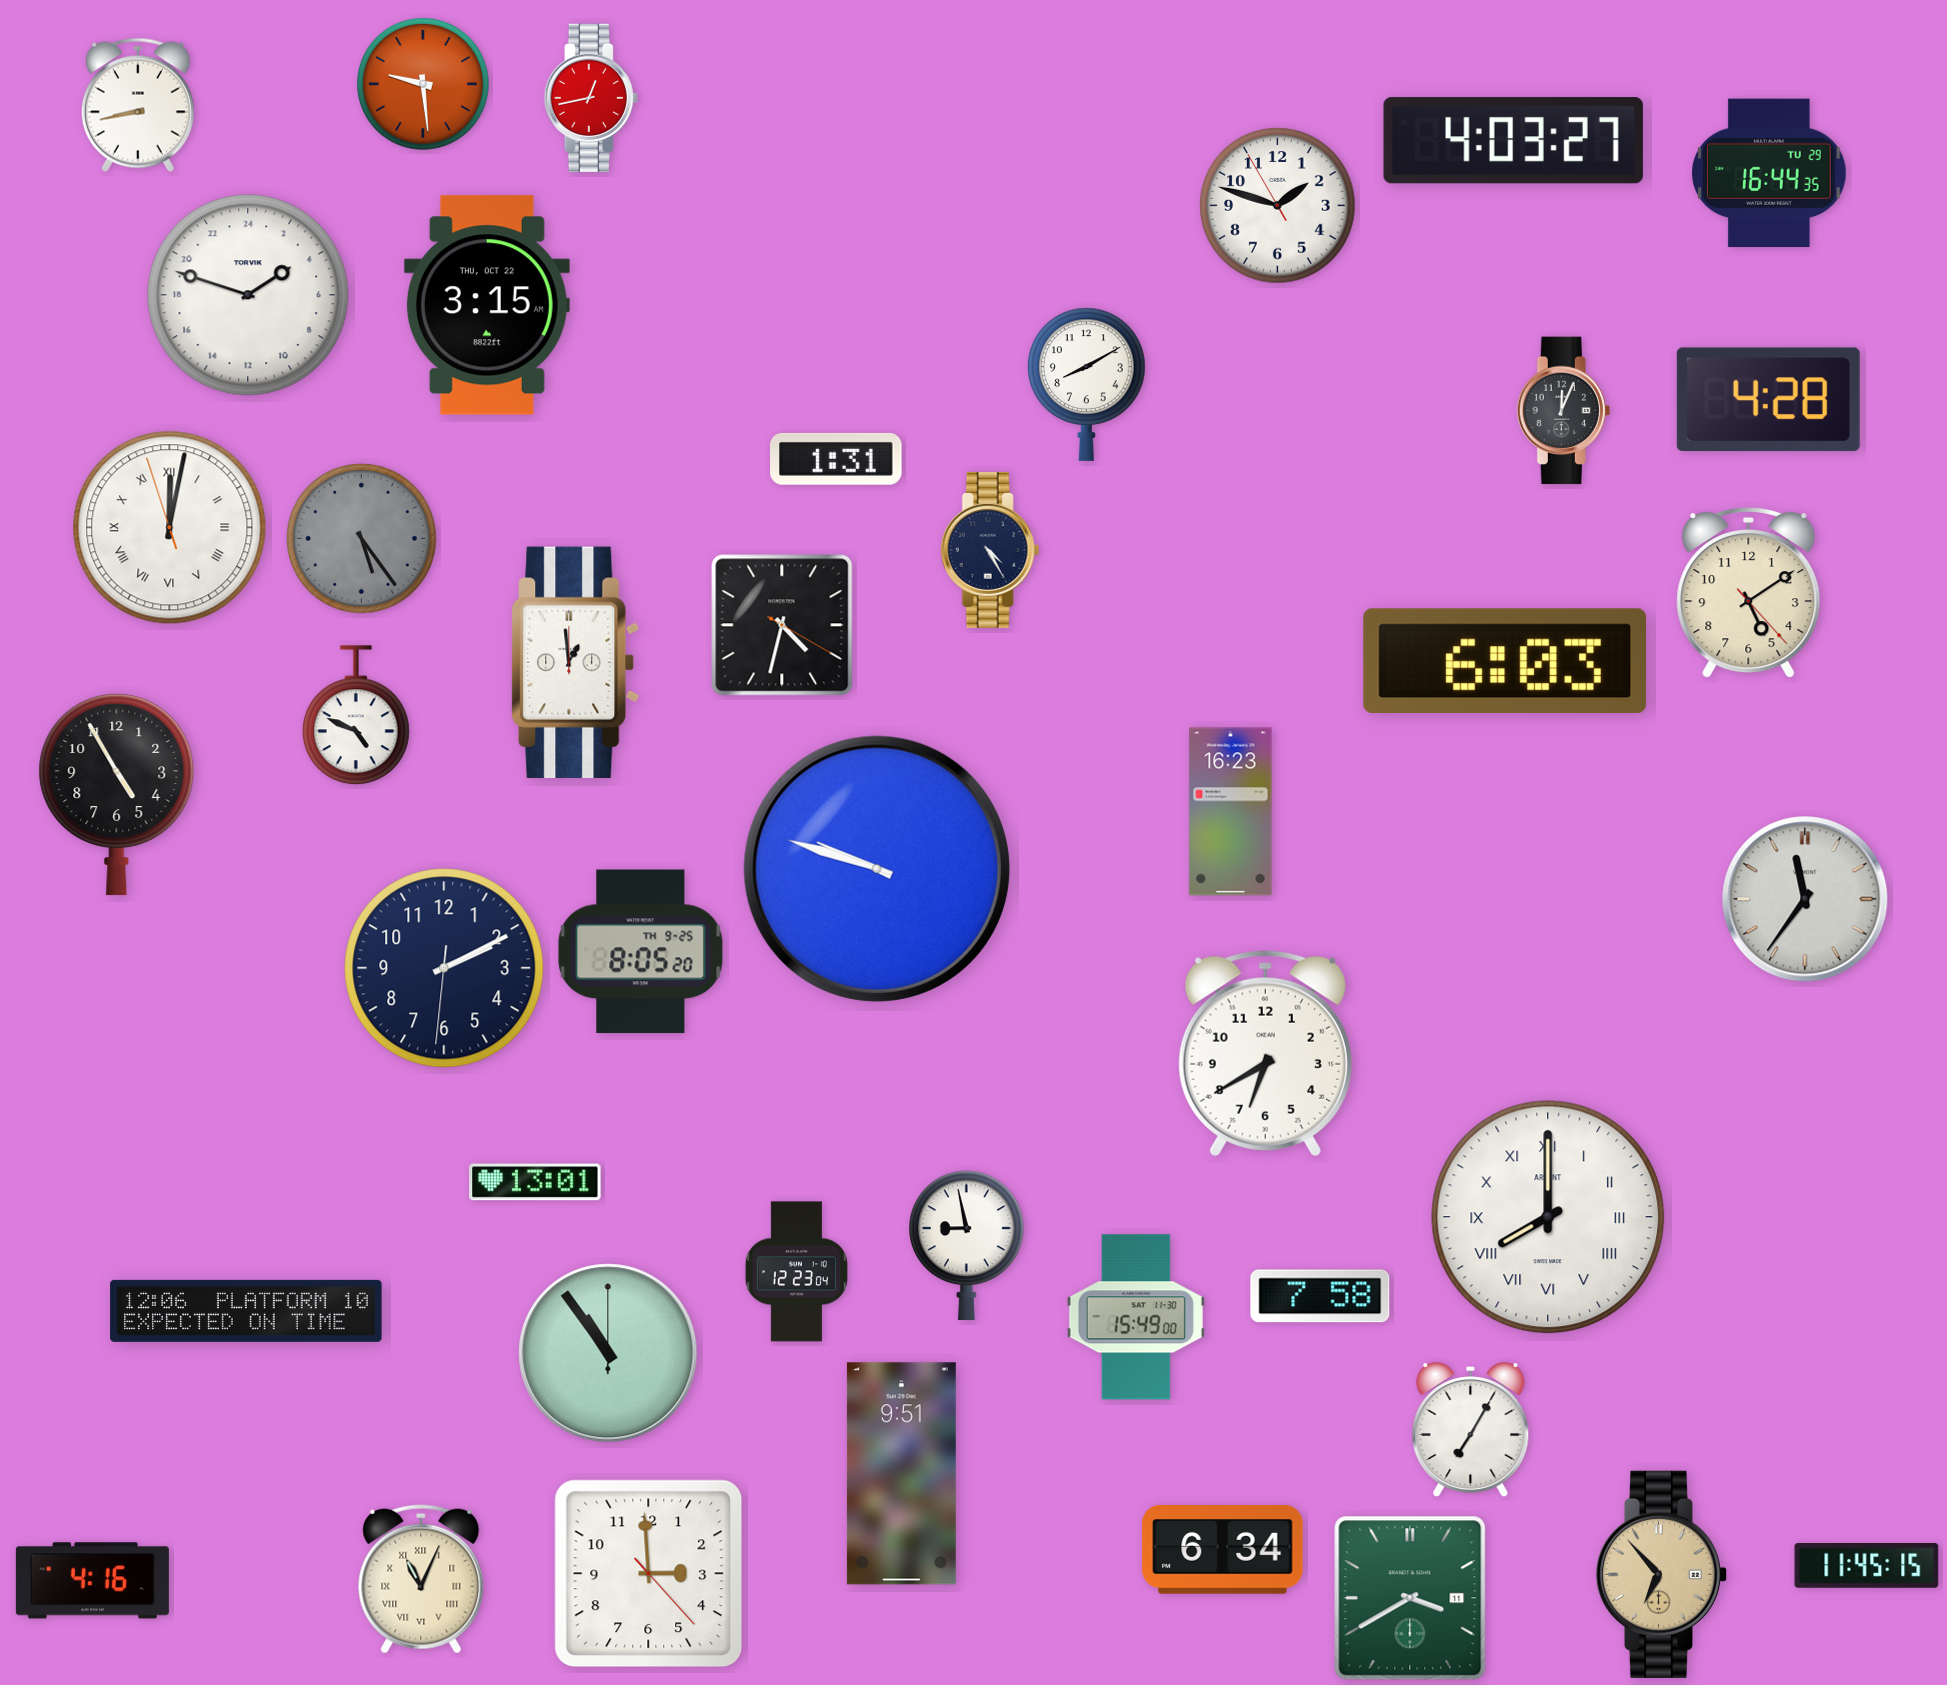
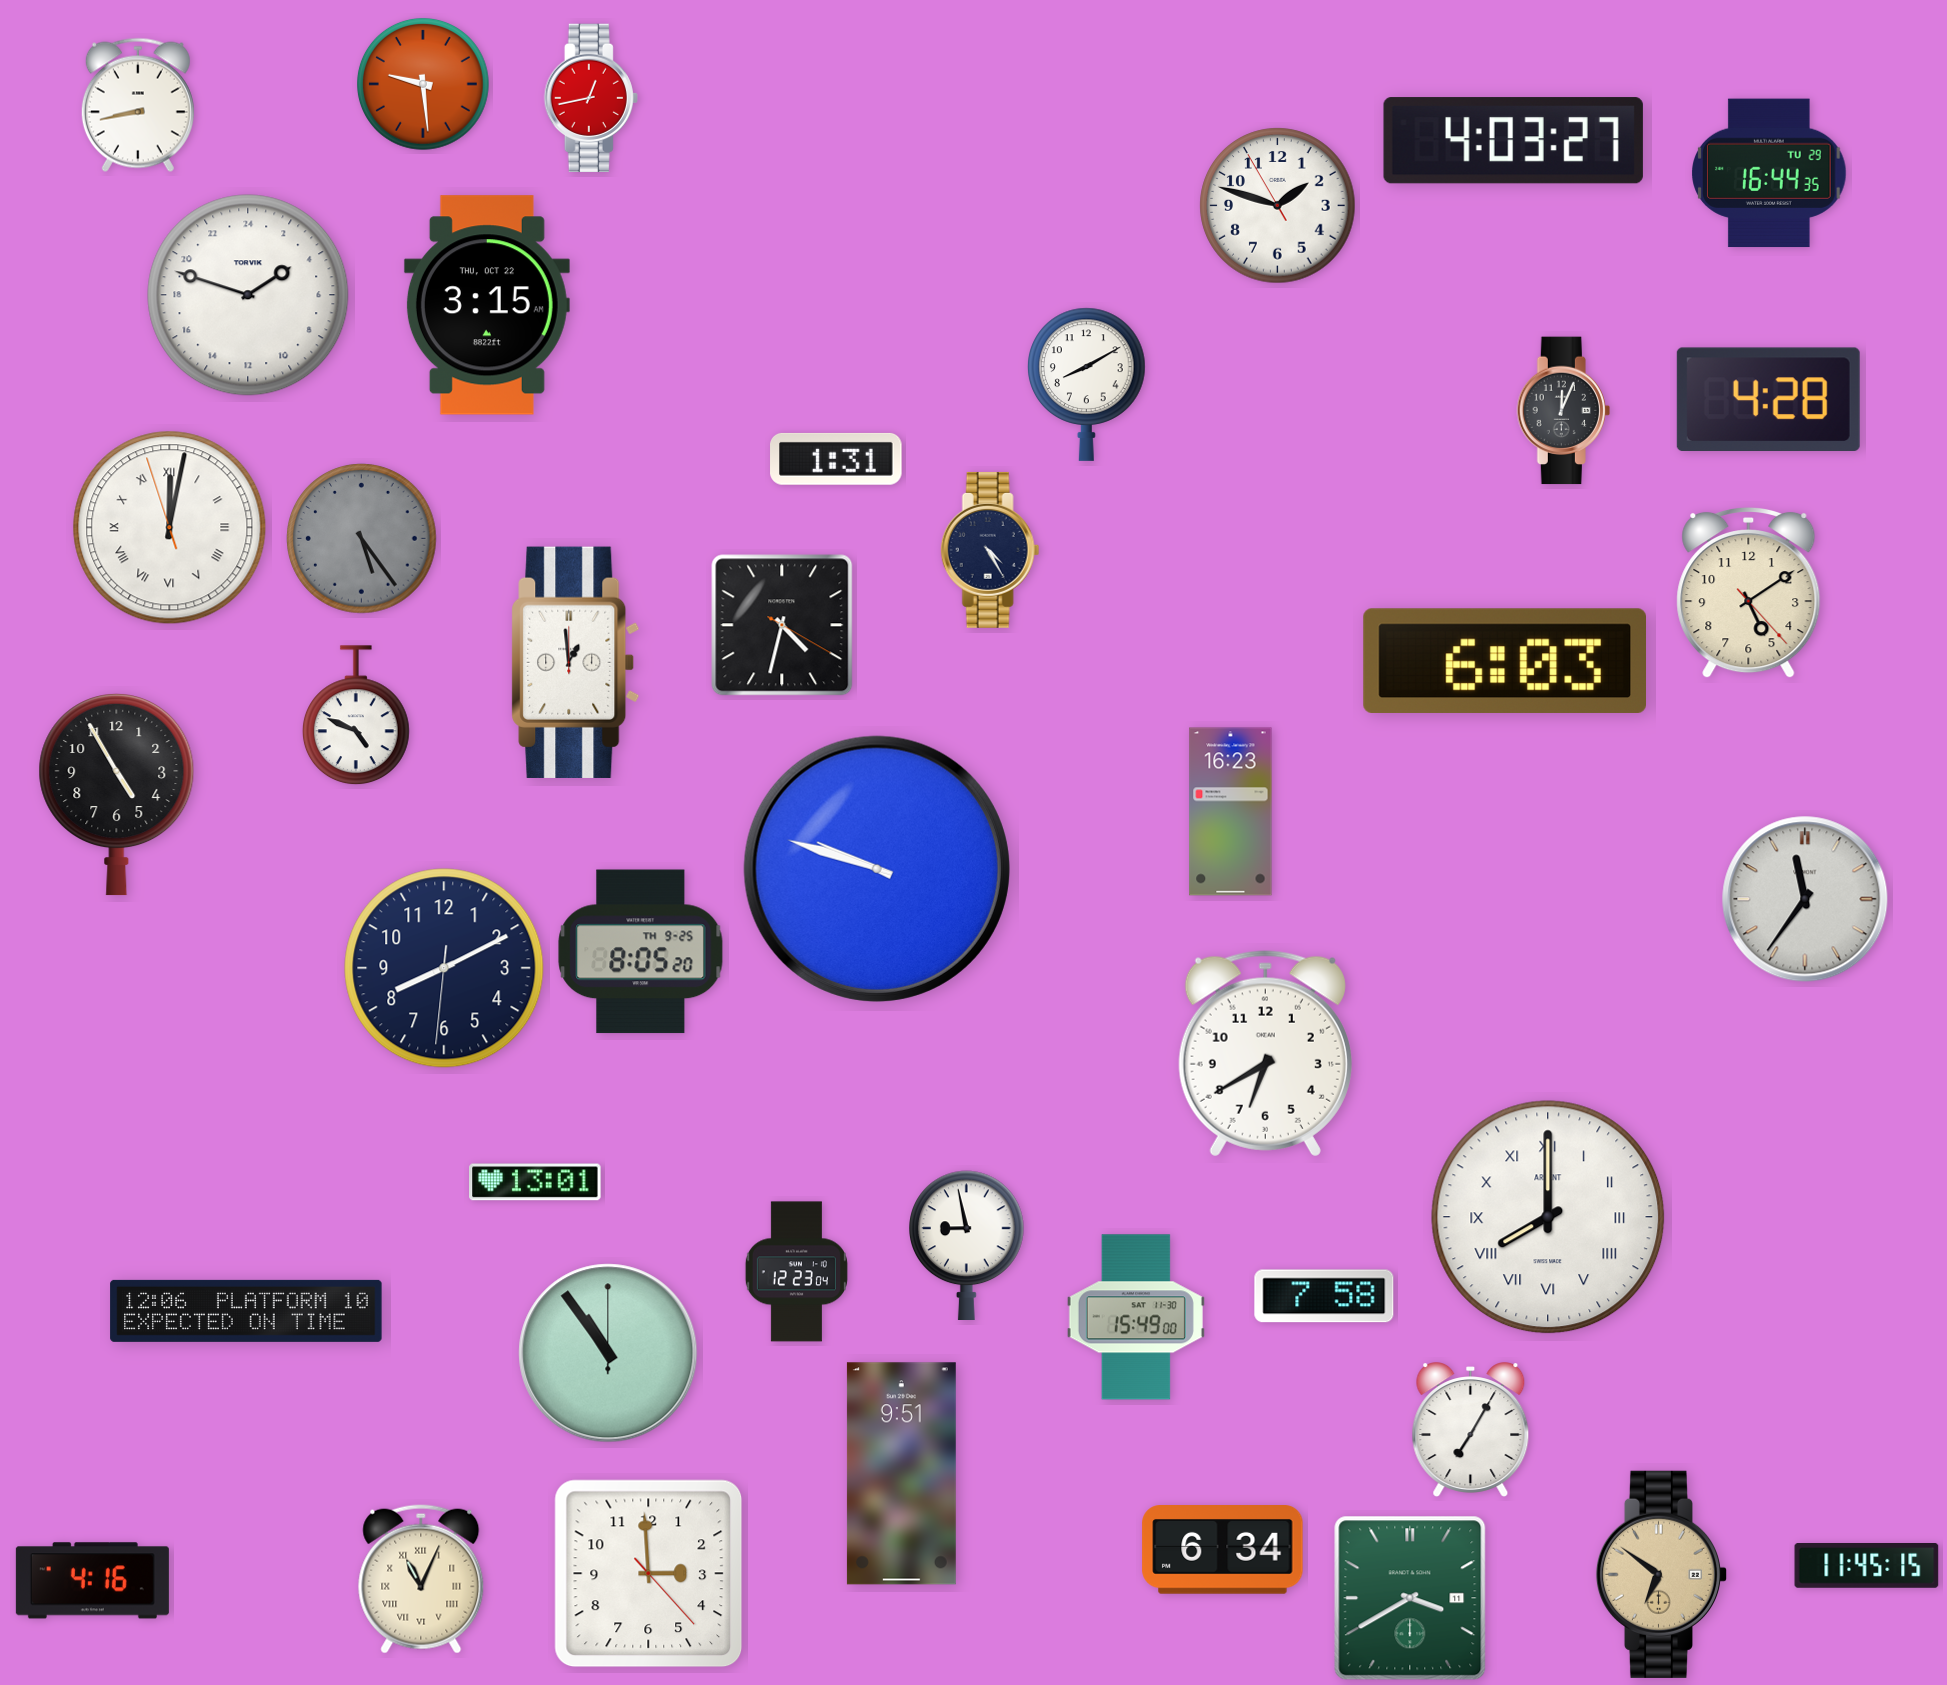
clock at (444, 968): 2:10 -> 8:10
clock at (1320, 1296) position: (1320, 1296) -> (1324, 1296)
clock at (1661, 1574): 6:53 -> 6:51
